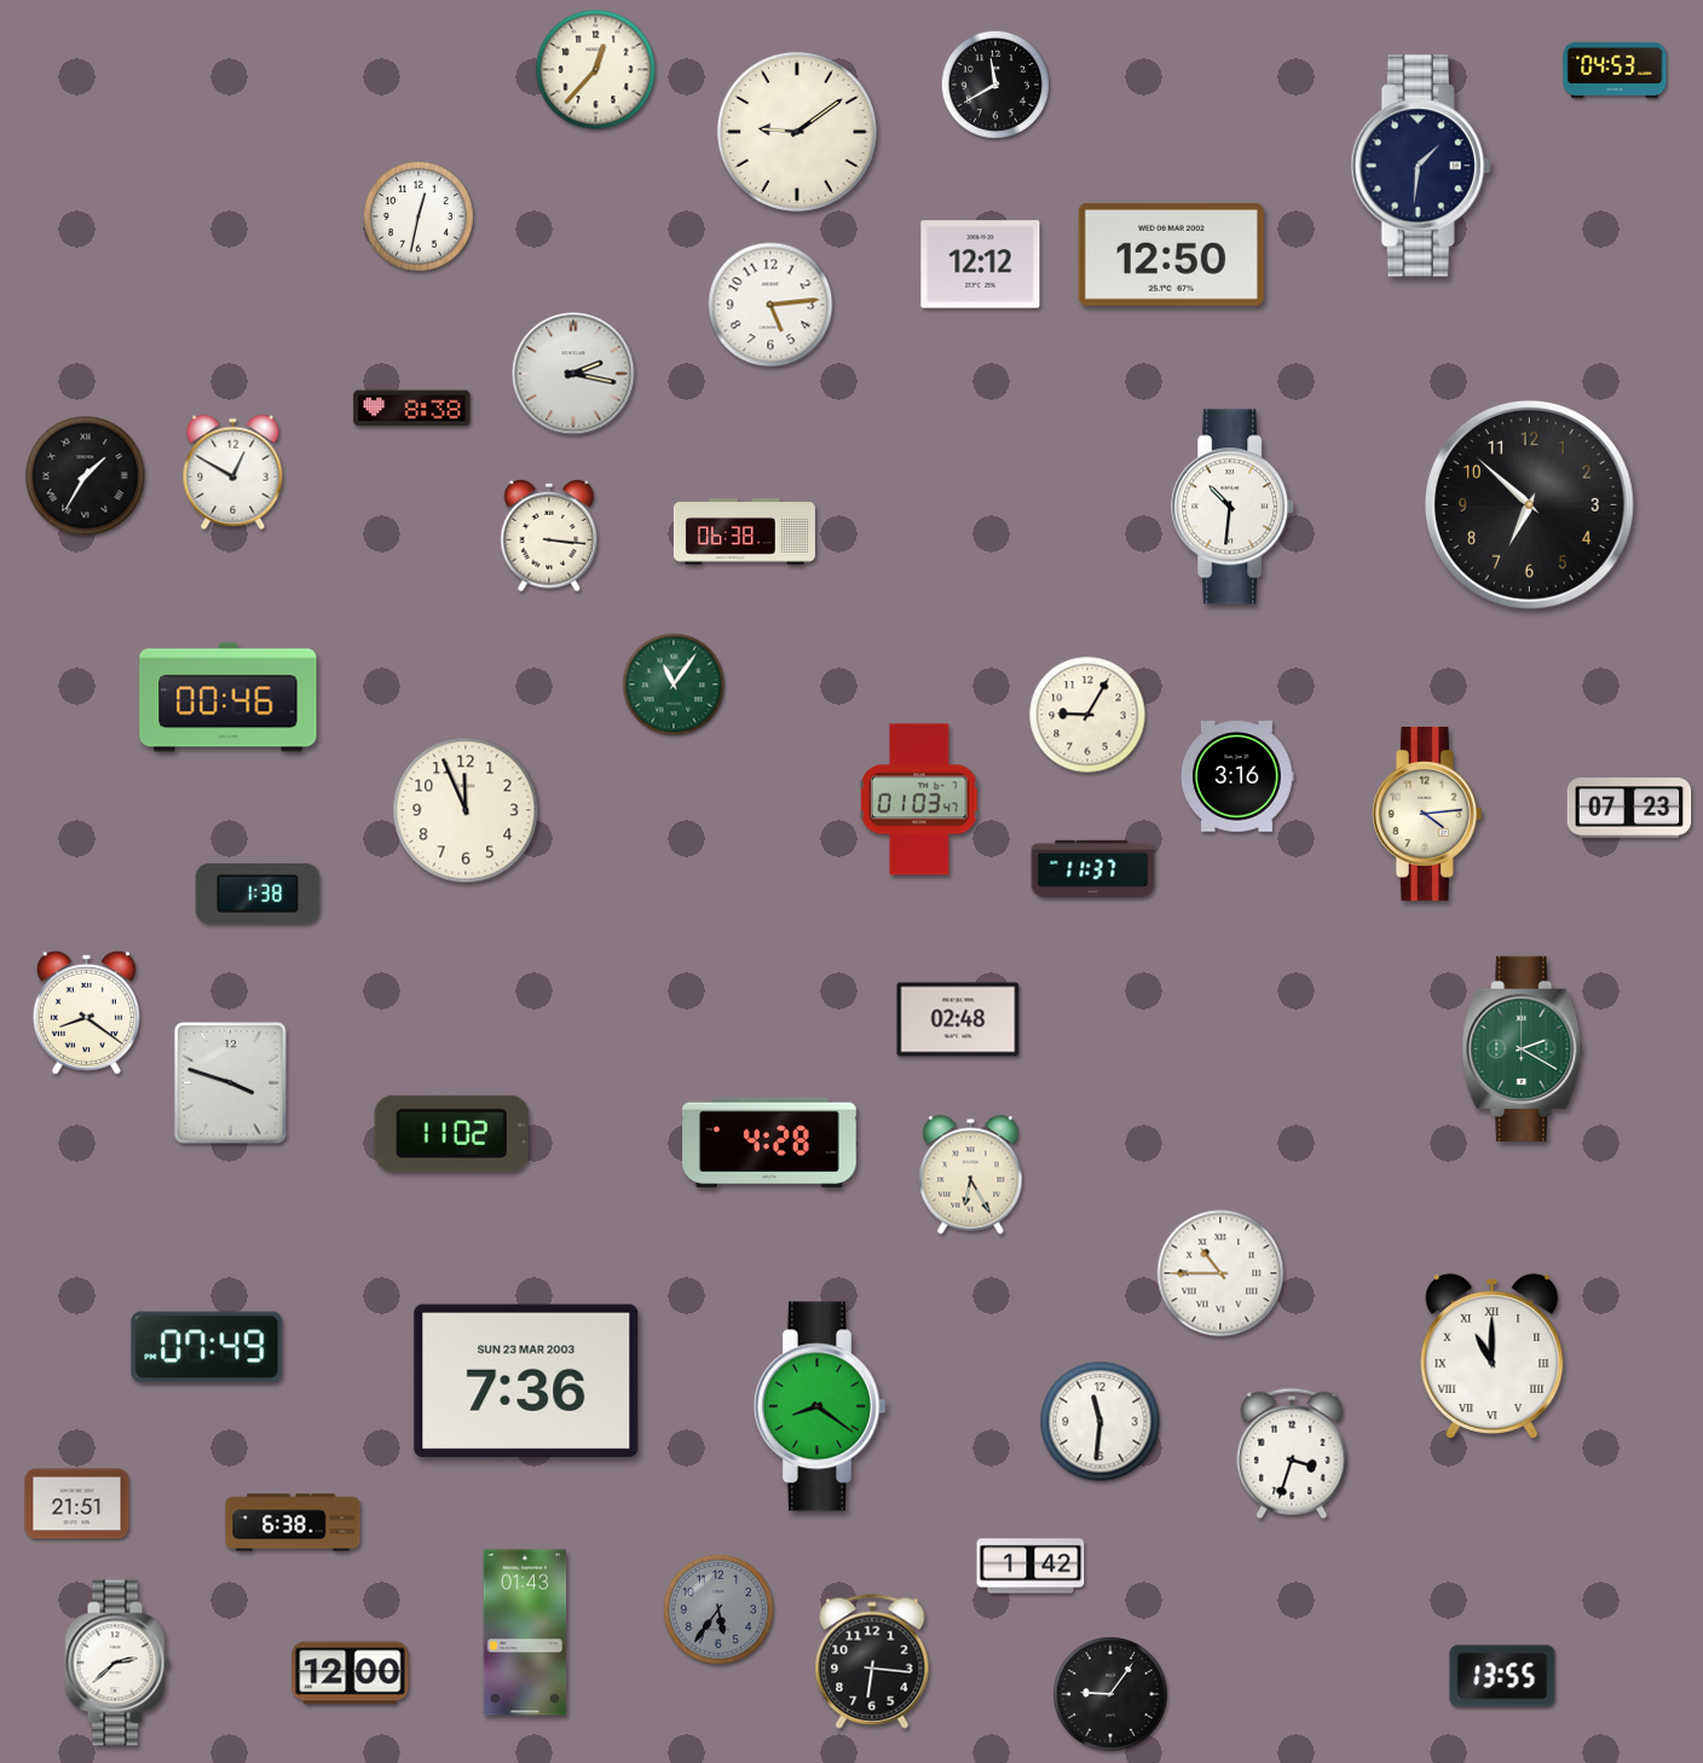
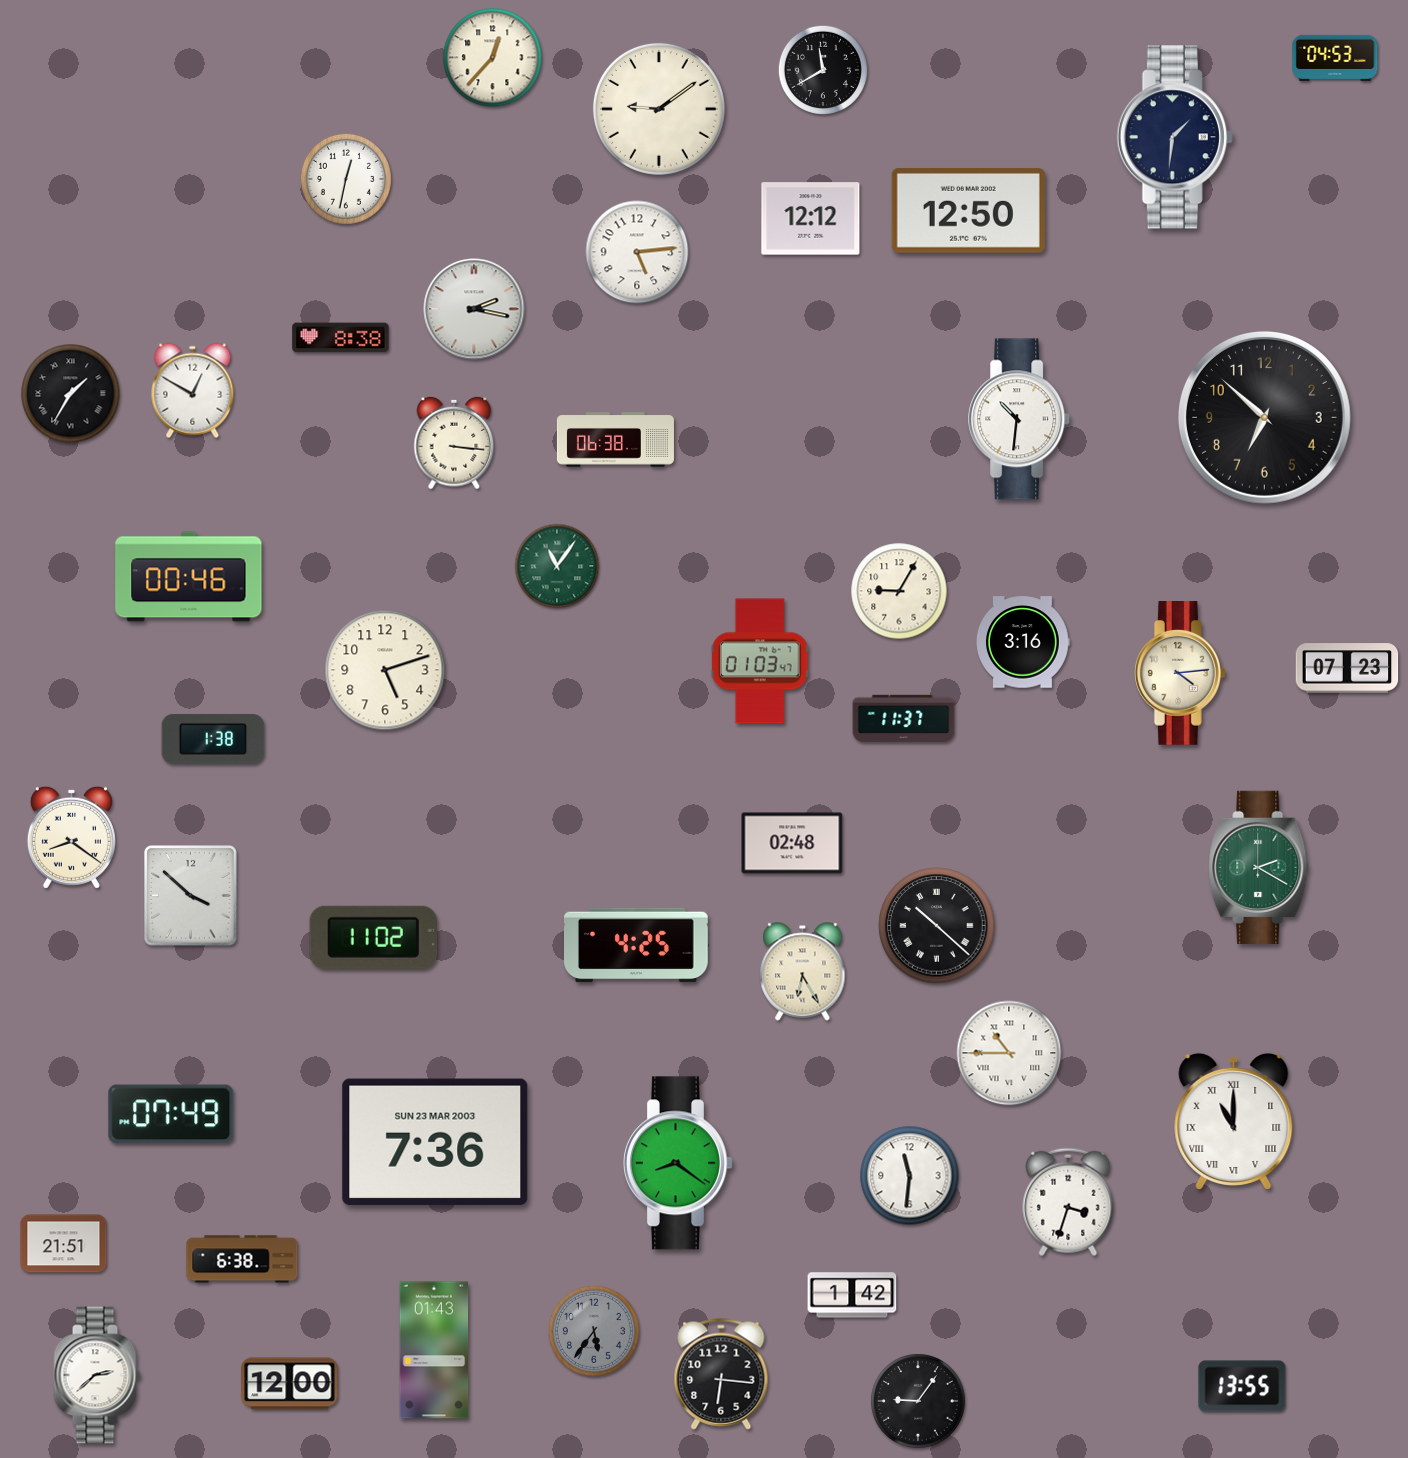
clock at (466, 810): 11:56 -> 5:12
clock at (231, 1083): 3:48 -> 3:52
clock at (937, 926): none -> 10:22
clock at (770, 1143): 4:28 -> 4:25
